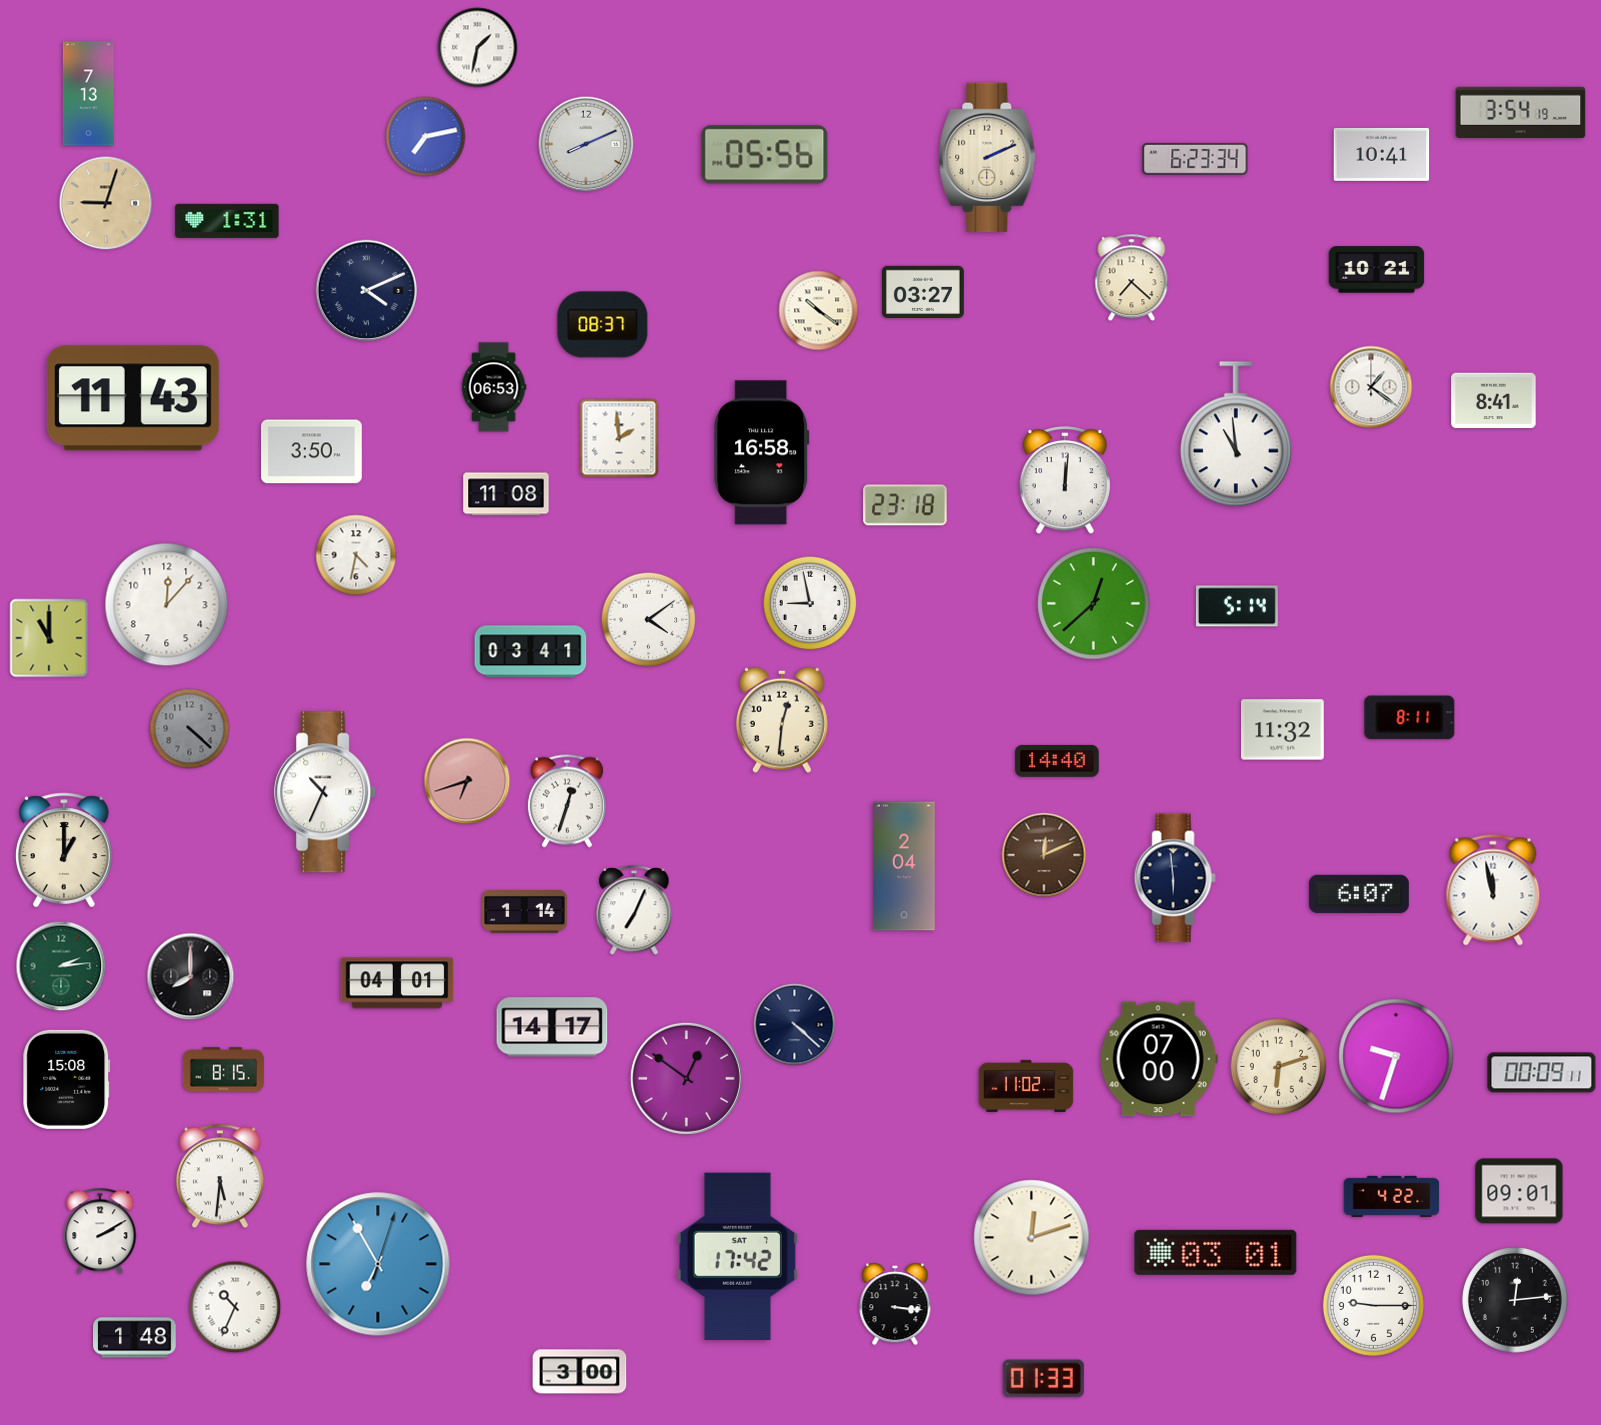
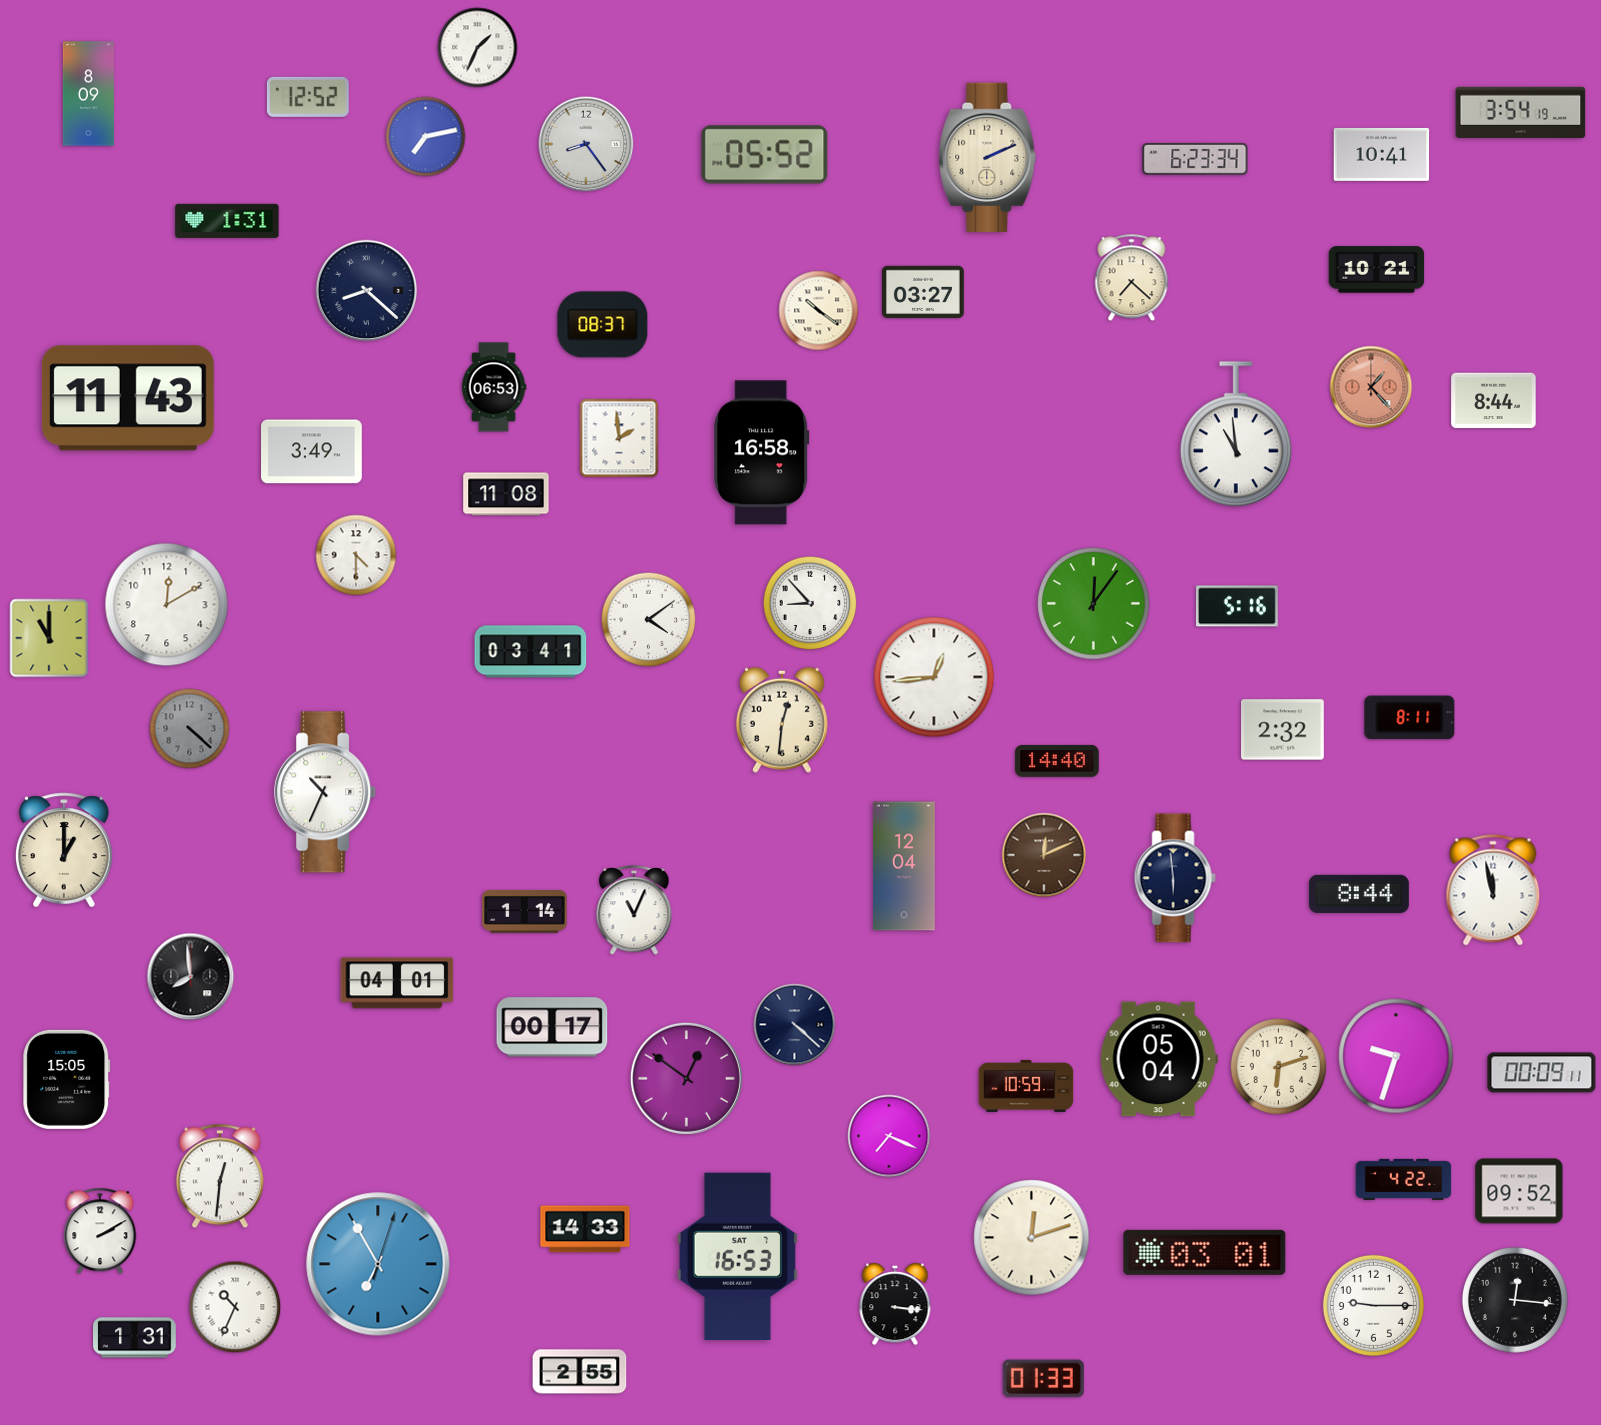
clock at (478, 48): 1:32 -> 1:34
clock at (88, 94): 7:13 -> 8:09
clock at (308, 97): none -> 12:52
clock at (586, 144): 8:11 -> 8:24
clock at (765, 155): 05:56 -> 05:52
clock at (106, 203): 9:03 -> none
clock at (367, 291): 4:11 -> 8:22
clock at (1371, 387): 1:21 -> 1:23
clock at (1371, 387) dial: white -> salmon
clock at (133, 398) position: (133, 398) -> (128, 398)
clock at (1494, 401): 8:41 -> 8:44
clock at (312, 452): 3:50 -> 3:49
clock at (1064, 481): 12:01 -> none
clock at (905, 505): 23:18 -> none
clock at (356, 555): 4:32 -> 4:30
clock at (810, 603): 8:58 -> 8:53
clock at (1094, 604): 12:38 -> 12:06
clock at (167, 605): 12:07 -> 12:10
clock at (1237, 606): 5:14 -> 5:16
clock at (934, 677): none -> 12:44
clock at (1283, 730): 11:32 -> 2:32
clock at (467, 781): 6:42 -> none
clock at (567, 801): 12:33 -> none
clock at (904, 866): 2:04 -> 12:04
clock at (1359, 894): 6:07 -> 8:44
clock at (634, 911): 7:04 -> 11:04
clock at (61, 966): 2:14 -> none
clock at (191, 977): 8:00 -> 7:59
clock at (552, 1027): 14:17 -> 00:17
clock at (1159, 1059): 07:00 -> 05:04
clock at (223, 1070): 8:15 -> none
clock at (67, 1079): 15:08 -> 15:05
clock at (1026, 1086): 11:02 -> 10:59
clock at (889, 1136): none -> 7:19
clock at (220, 1176): 5:31 -> 12:31
clock at (1519, 1191): 09:01 -> 09:52
clock at (1392, 1196) position: (1392, 1196) -> (1404, 1179)
clock at (585, 1229): none -> 14:33
clock at (1216, 1252) position: (1216, 1252) -> (1205, 1252)
clock at (737, 1256): 17:42 -> 16:53
clock at (1515, 1300): 12:14 -> 12:16
clock at (135, 1338): 1:48 -> 1:31
clock at (580, 1372): 3:00 -> 2:55
